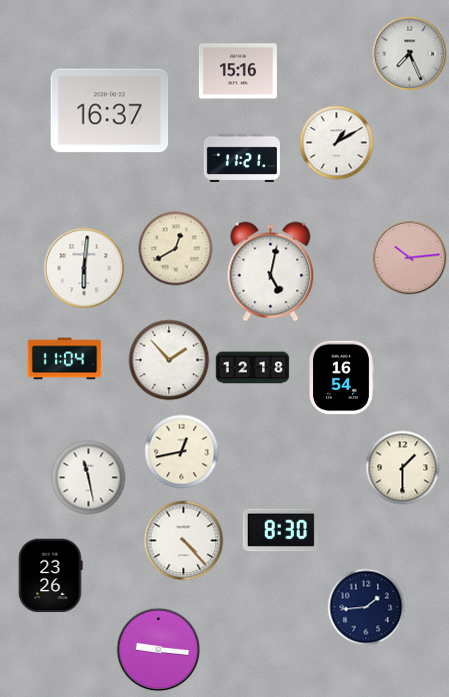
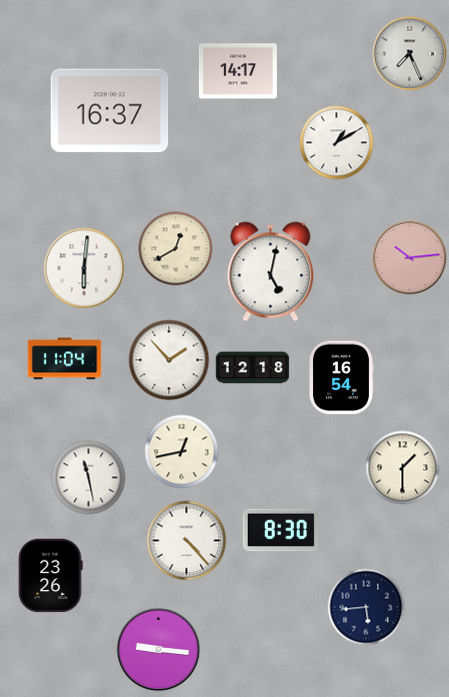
clock at (238, 71): 15:16 -> 14:17
clock at (242, 157): 11:21 -> none
clock at (184, 541) position: (184, 541) -> (187, 541)
clock at (366, 607): 1:44 -> 5:44
